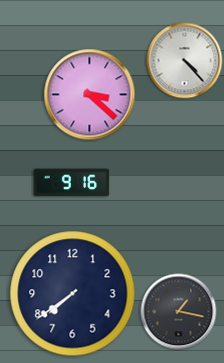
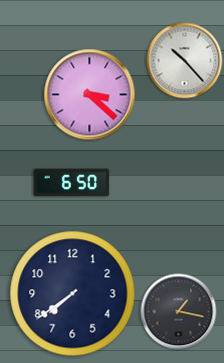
clock at (185, 61): 4:23 -> 10:23
clock at (72, 183): 9:16 -> 6:50
